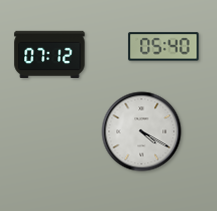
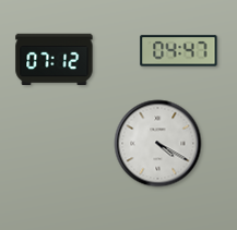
clock at (164, 47): 05:40 -> 04:47
clock at (142, 132) position: (142, 132) -> (158, 144)
